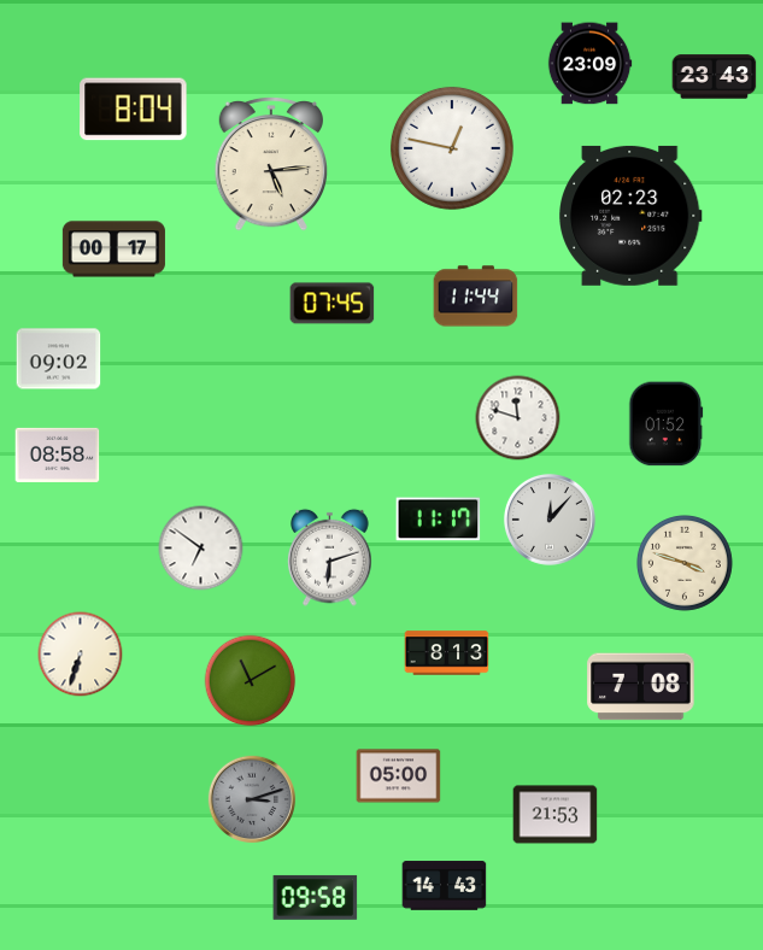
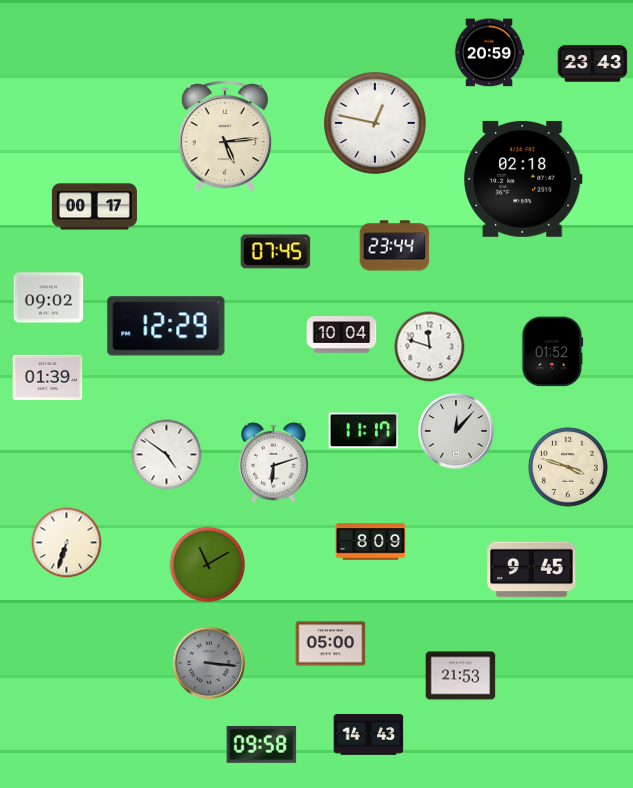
clock at (589, 64): 23:09 -> 20:59
clock at (134, 110): 8:04 -> none
clock at (632, 216): 02:23 -> 02:18
clock at (476, 297): 11:44 -> 23:44
clock at (166, 326): none -> 12:29
clock at (342, 335): none -> 10:04
clock at (58, 455): 08:58 -> 01:39
clock at (201, 549): 6:51 -> 4:51
clock at (447, 653): 8:13 -> 8:09
clock at (641, 687): 7:08 -> 9:45
clock at (251, 798): 3:12 -> 3:16
